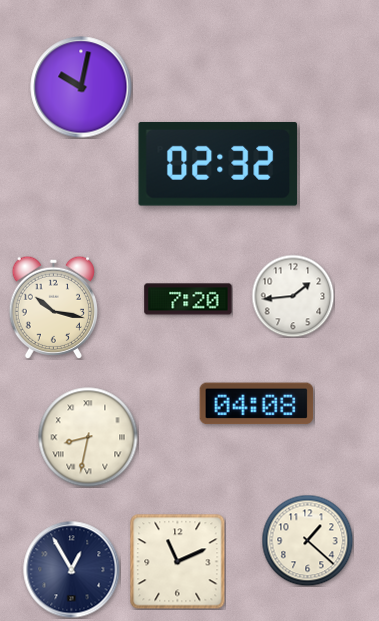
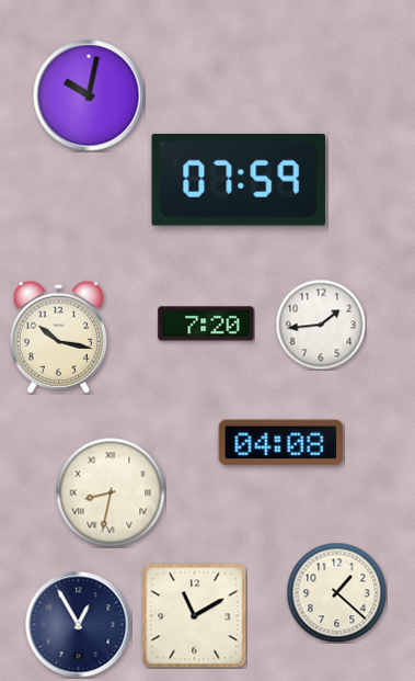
clock at (218, 164): 02:32 -> 07:59
clock at (188, 299) position: (188, 299) -> (206, 324)
clock at (88, 437) position: (88, 437) -> (111, 492)
clock at (177, 561): 11:11 -> 11:10
